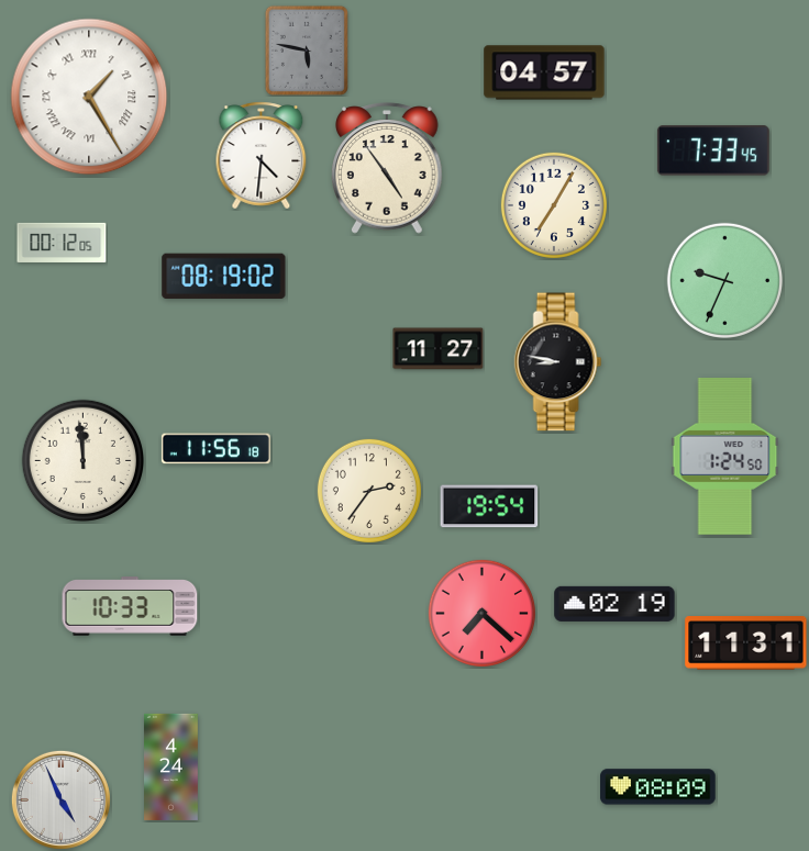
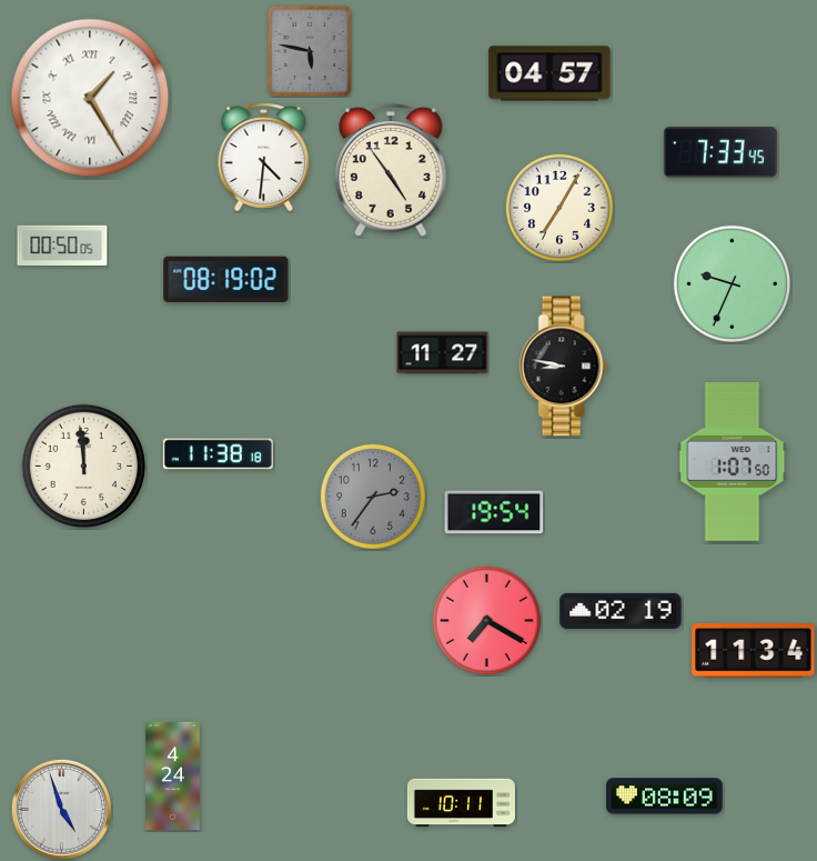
clock at (62, 242): 00:12 -> 00:50
clock at (215, 449): 11:56 -> 11:38
clock at (725, 457): 1:24 -> 1:07
clock at (369, 491) dial: cream -> grey
clock at (130, 606): 10:33 -> none
clock at (481, 613): 7:22 -> 7:20
clock at (746, 643): 11:31 -> 11:34
clock at (461, 803): none -> 10:11
clock at (60, 799): 4:56 -> 4:57
